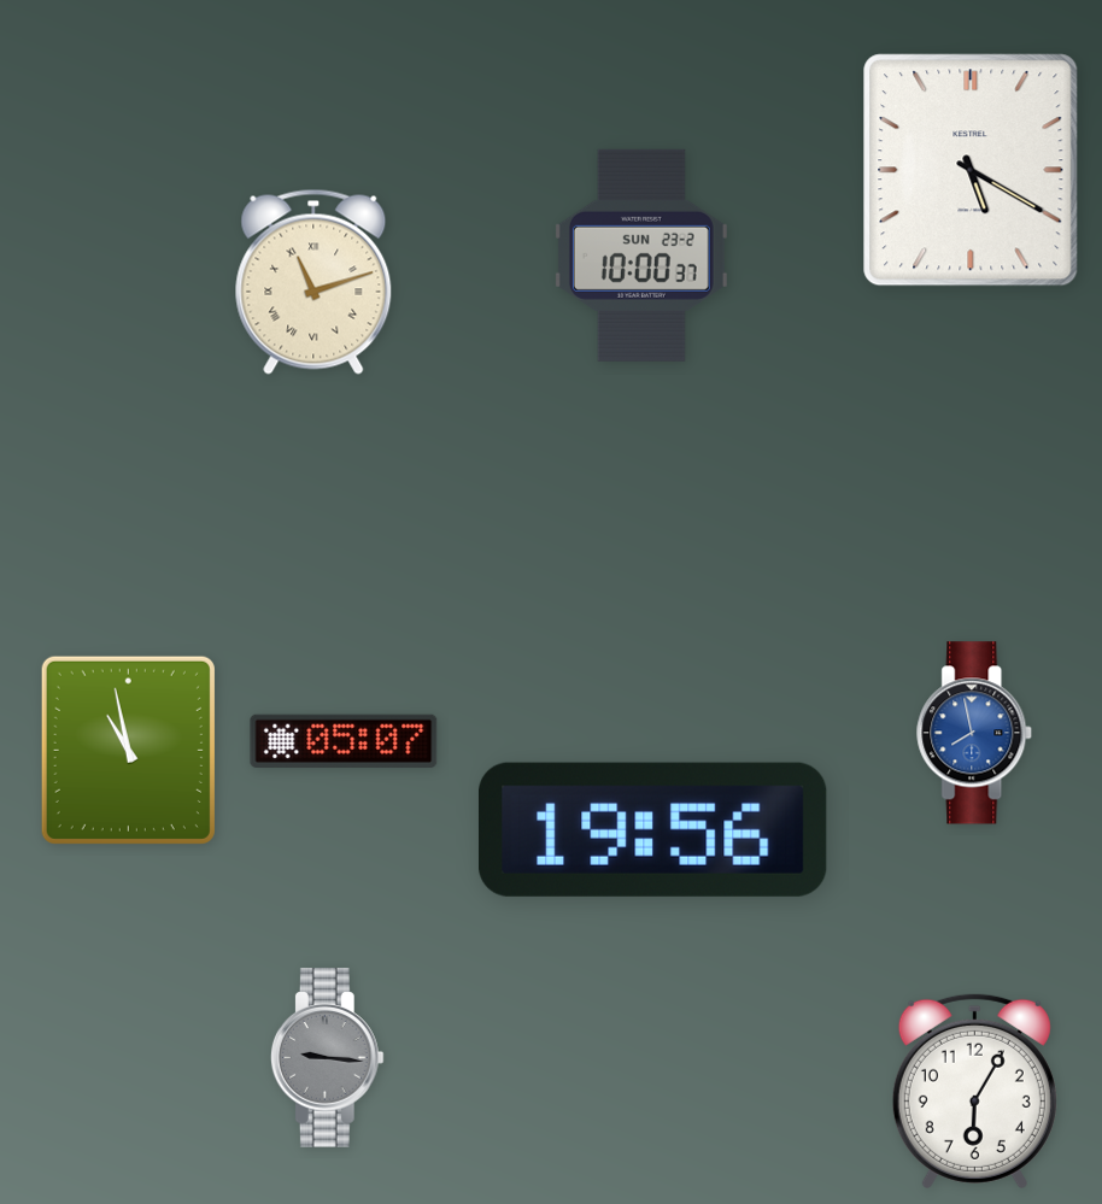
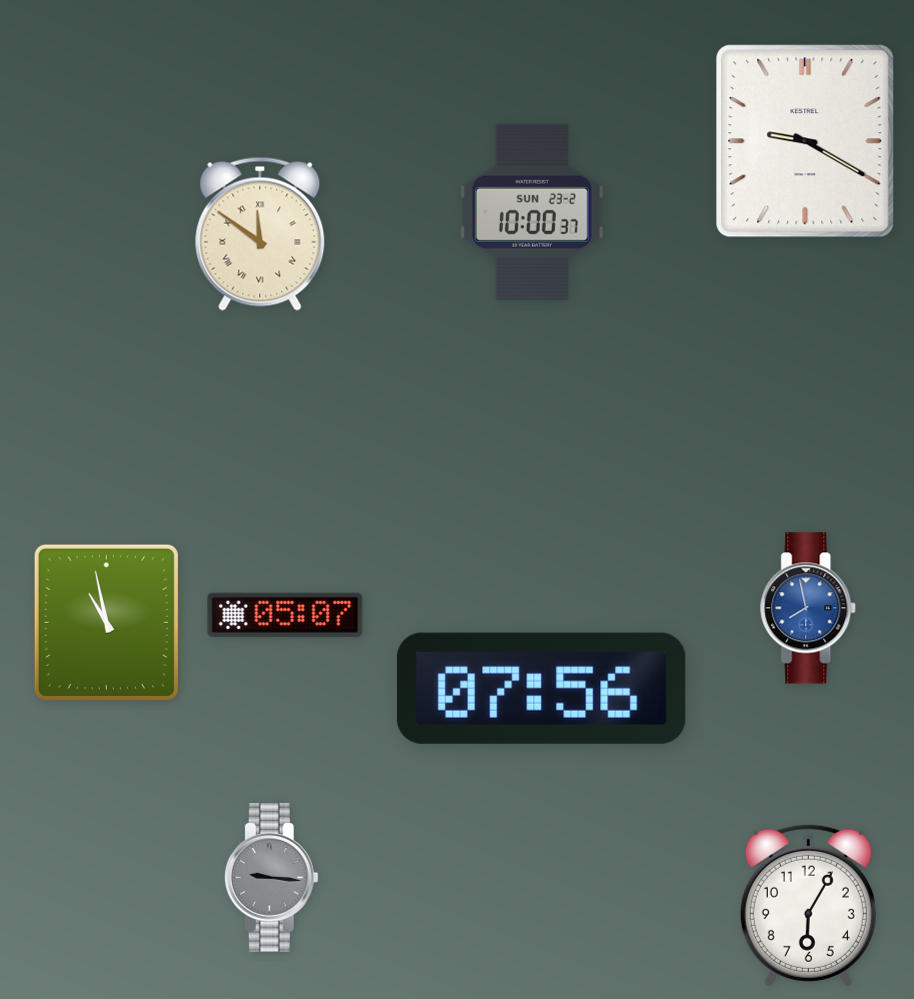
clock at (971, 170): 5:20 -> 9:20
clock at (313, 282): 11:12 -> 11:51
clock at (652, 829): 19:56 -> 07:56
